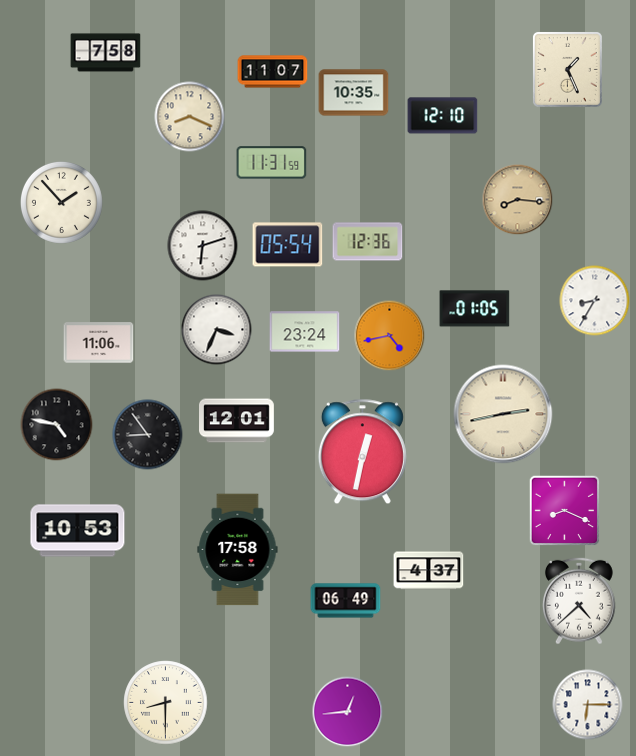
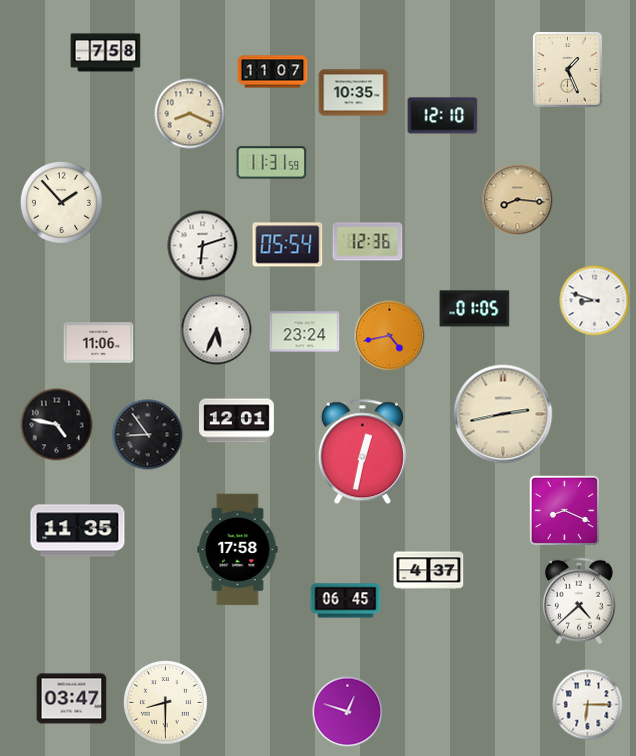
clock at (190, 117) position: (190, 117) -> (190, 114)
clock at (595, 301): 8:35 -> 8:48
clock at (217, 330): 3:34 -> 5:34
clock at (78, 531): 10:53 -> 11:35
clock at (346, 601): 06:49 -> 06:45
clock at (72, 699): none -> 03:47
clock at (348, 712): 12:44 -> 12:48
